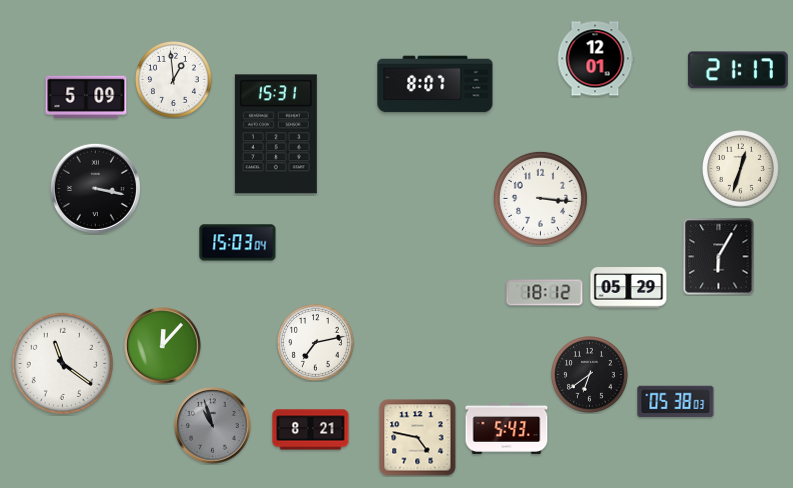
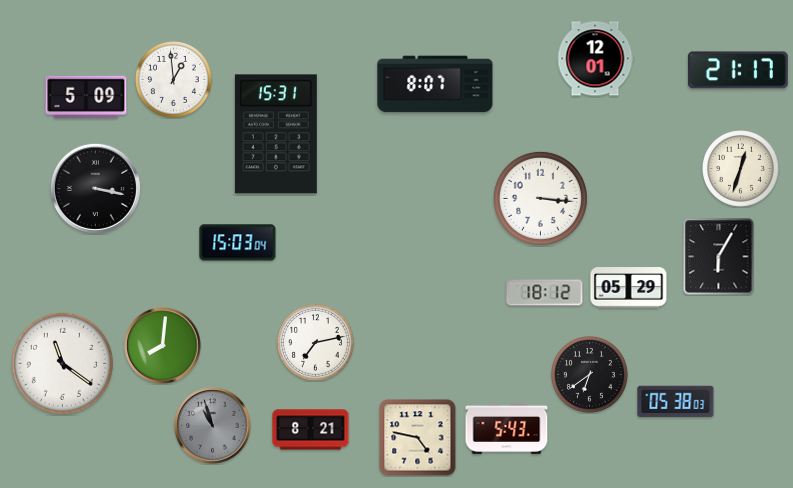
clock at (163, 346): 12:07 -> 8:01
